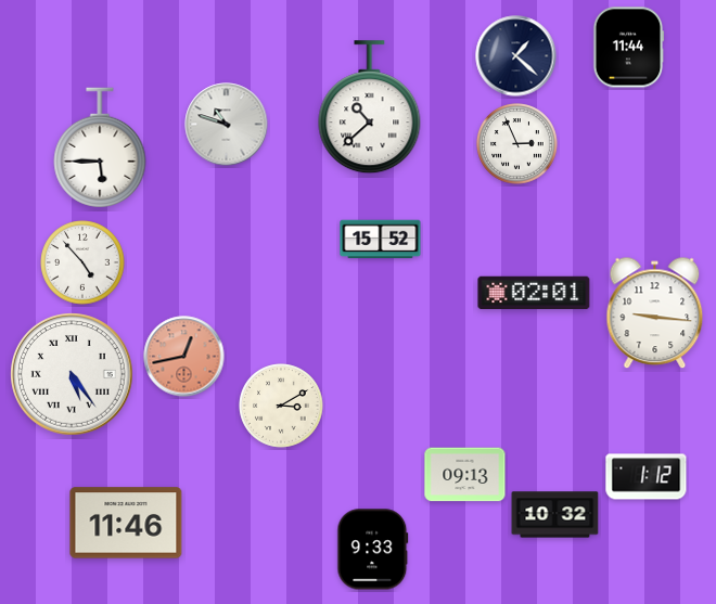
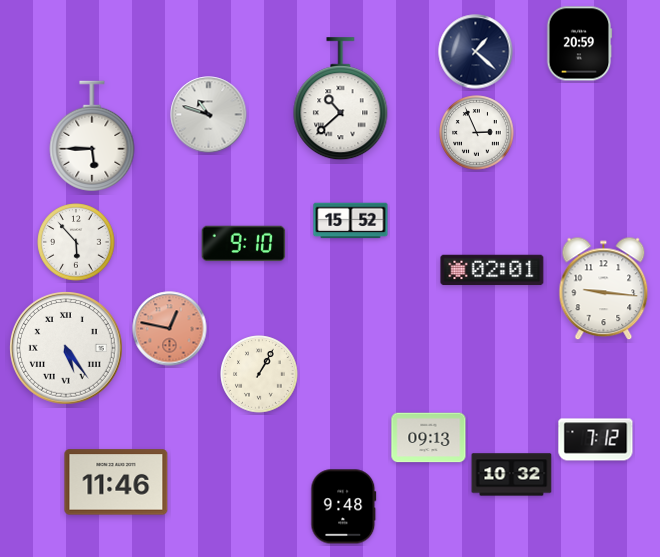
clock at (628, 48): 11:44 -> 20:59
clock at (82, 262): 4:53 -> 5:53
clock at (244, 244): none -> 9:10
clock at (184, 357): 12:43 -> 12:47
clock at (72, 374) position: (72, 374) -> (66, 348)
clock at (281, 406): 3:10 -> 1:05
clock at (647, 477): 1:12 -> 7:12
clock at (373, 550): 9:33 -> 9:48
